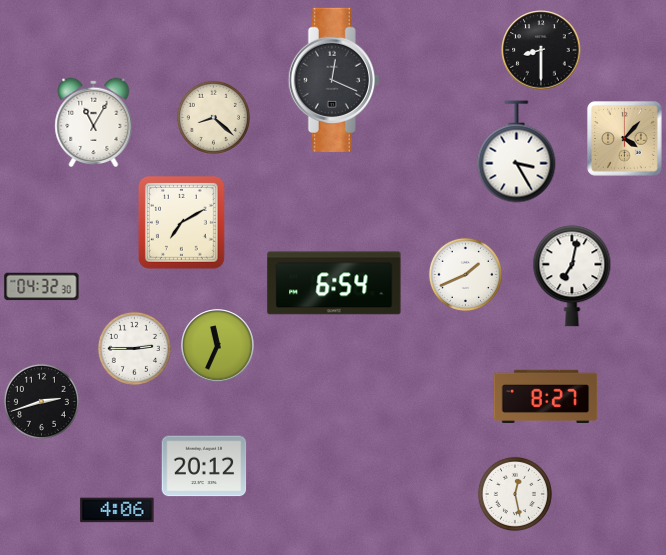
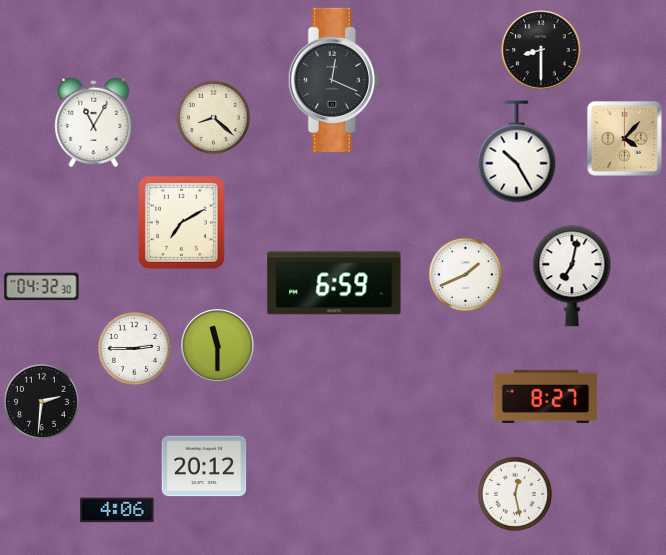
clock at (517, 152): 3:25 -> 10:25
clock at (334, 283): 6:54 -> 6:59
clock at (218, 346): 11:34 -> 11:30
clock at (41, 401): 2:42 -> 2:31
